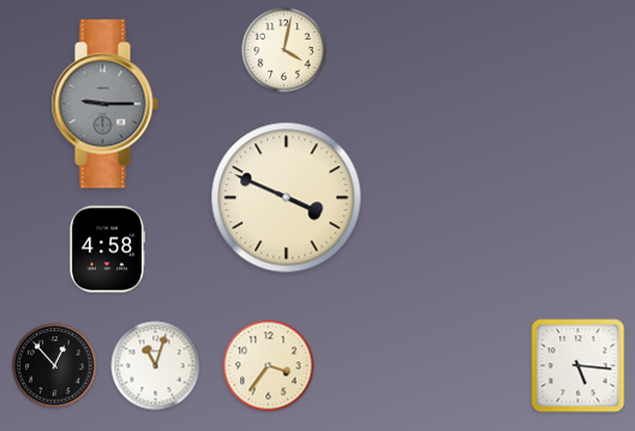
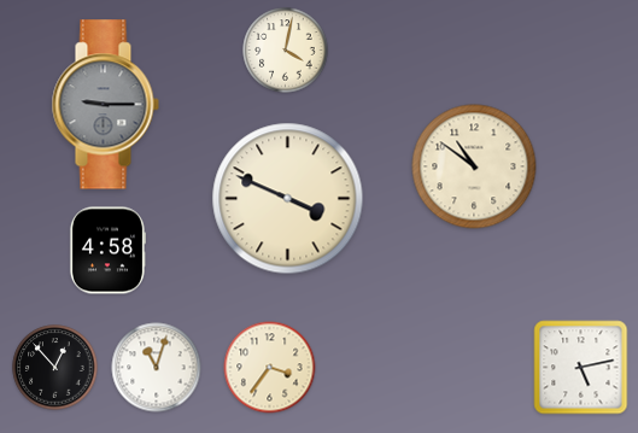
clock at (474, 166): none -> 10:51
clock at (579, 366): 5:16 -> 5:13
